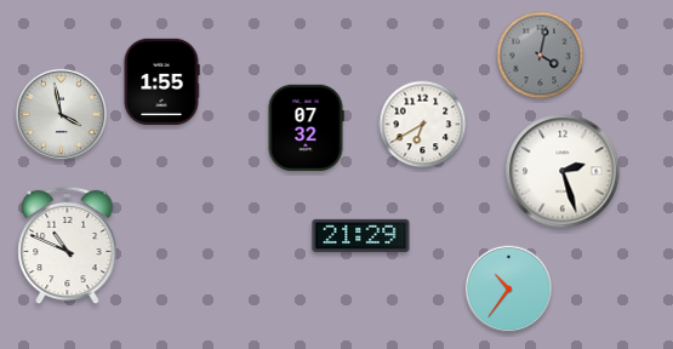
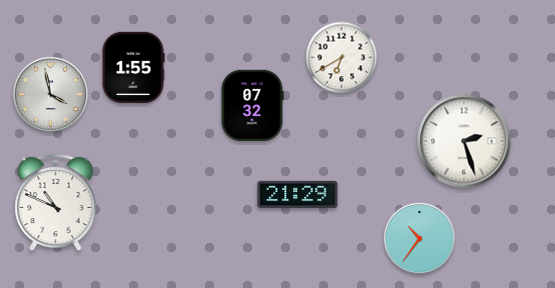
clock at (541, 56): 4:02 -> none
clock at (423, 125) position: (423, 125) -> (342, 58)
